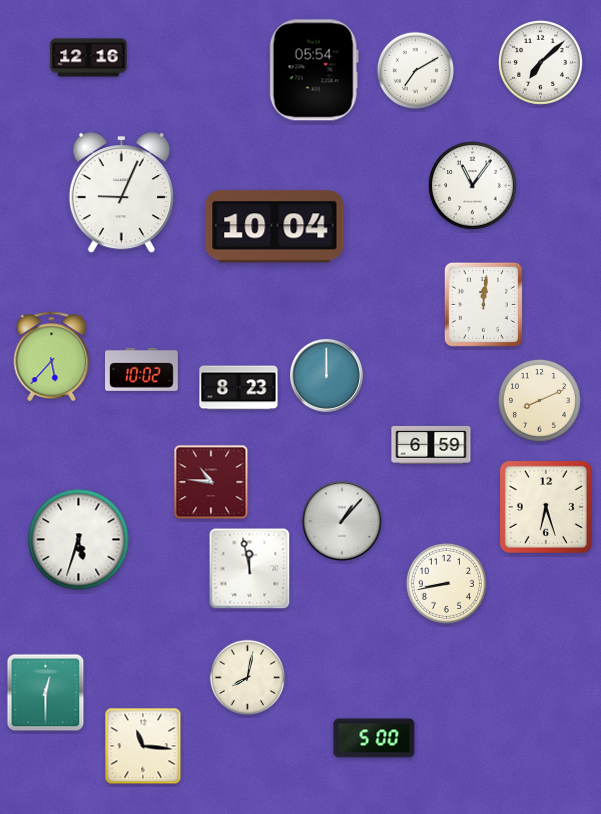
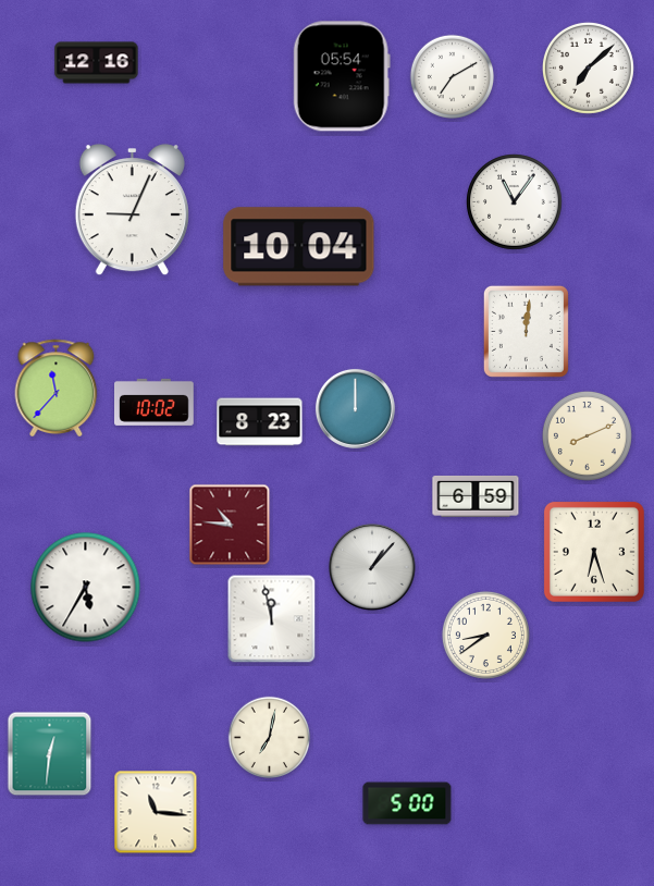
clock at (52, 356): 5:37 -> 11:37
clock at (431, 445) position: (431, 445) -> (476, 496)
clock at (79, 540): 5:33 -> 5:35
clock at (446, 583): 8:43 -> 8:39
clock at (248, 678): 8:02 -> 7:02
clock at (46, 693): 12:30 -> 12:31
